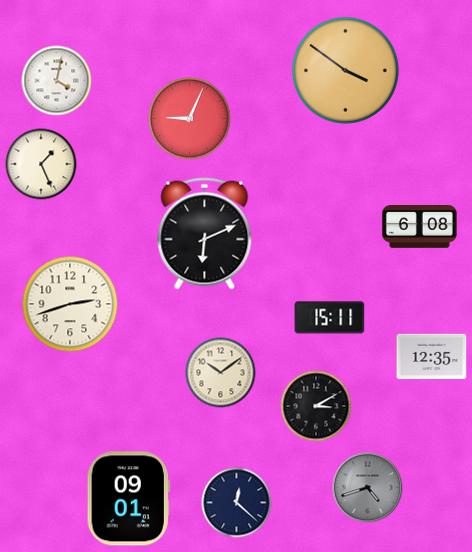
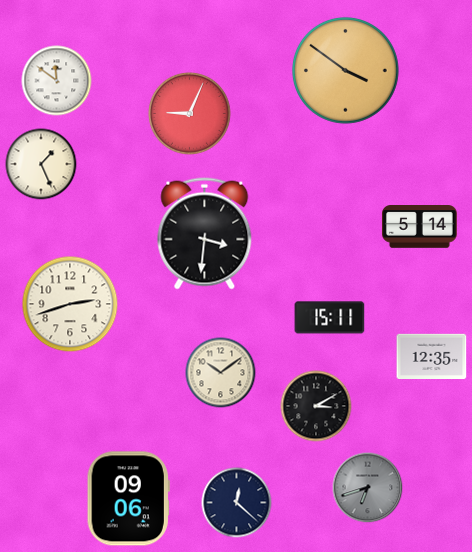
clock at (57, 81): 4:02 -> 11:51
clock at (189, 118) position: (189, 118) -> (189, 113)
clock at (419, 227): 6:08 -> 5:14
clock at (205, 234): 6:11 -> 3:31
clock at (368, 488): 4:42 -> 6:42
clock at (128, 499): 09:01 -> 09:06
